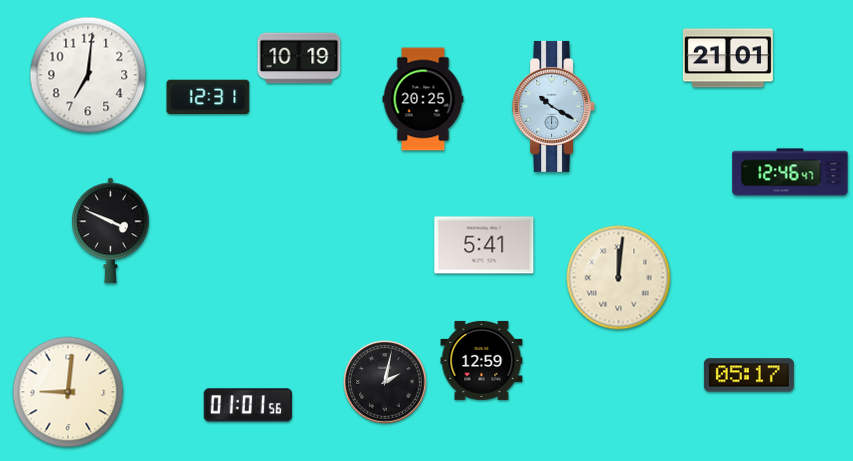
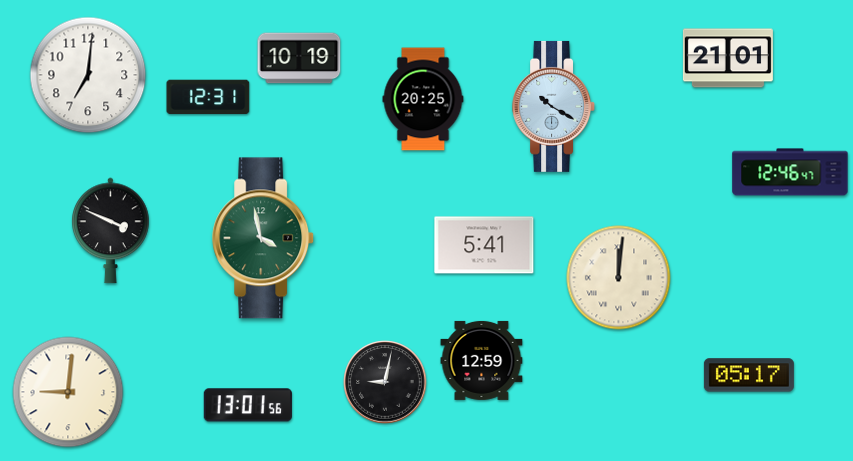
clock at (264, 238): none -> 3:58
clock at (385, 382): 2:02 -> 9:02
clock at (248, 405): 01:01 -> 13:01
